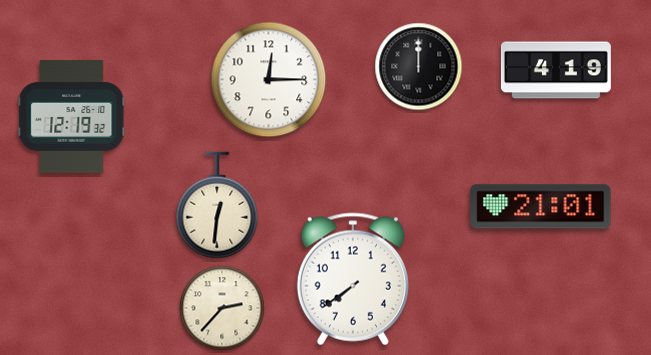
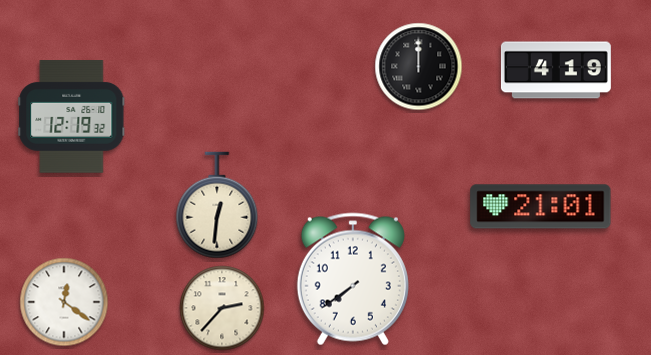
clock at (269, 80): 12:15 -> none
clock at (64, 302): none -> 12:21
